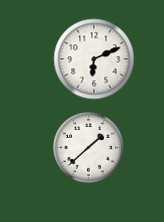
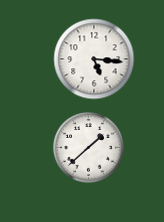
clock at (94, 59): 6:11 -> 5:16
